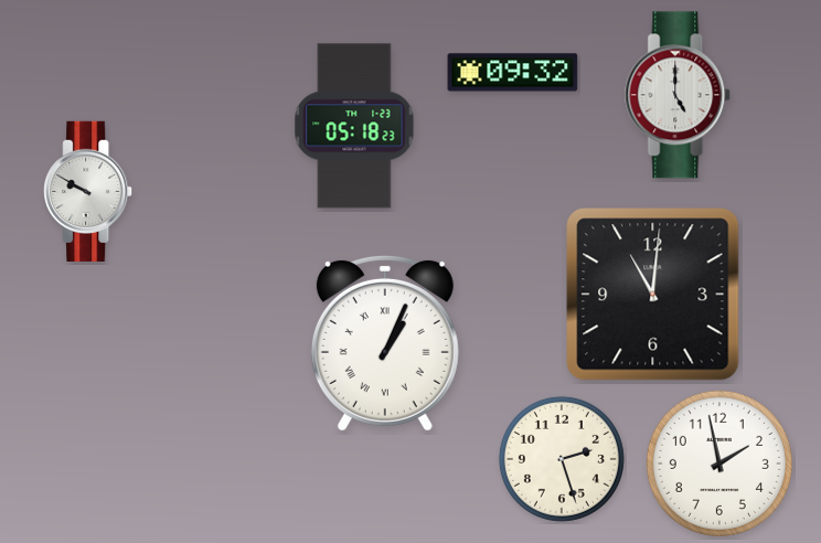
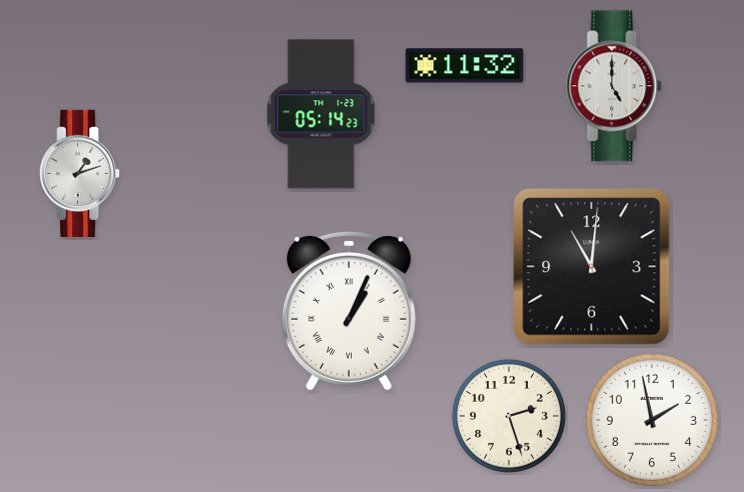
clock at (513, 73): 09:32 -> 11:32
clock at (354, 126): 05:18 -> 05:14
clock at (88, 191): 9:50 -> 1:12
